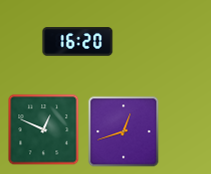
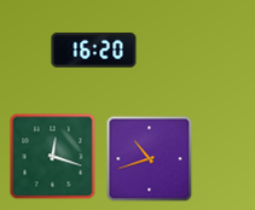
clock at (44, 130): 12:49 -> 12:18
clock at (124, 132): 12:42 -> 10:42
